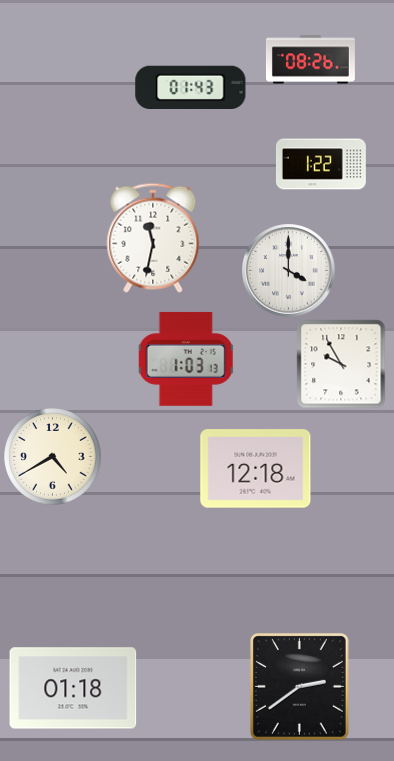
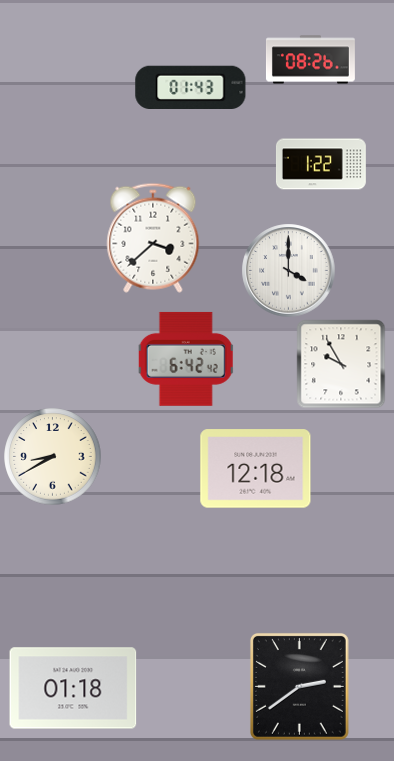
clock at (153, 238): 11:32 -> 3:38
clock at (186, 359): 1:03 -> 6:42
clock at (53, 457): 4:40 -> 8:40
